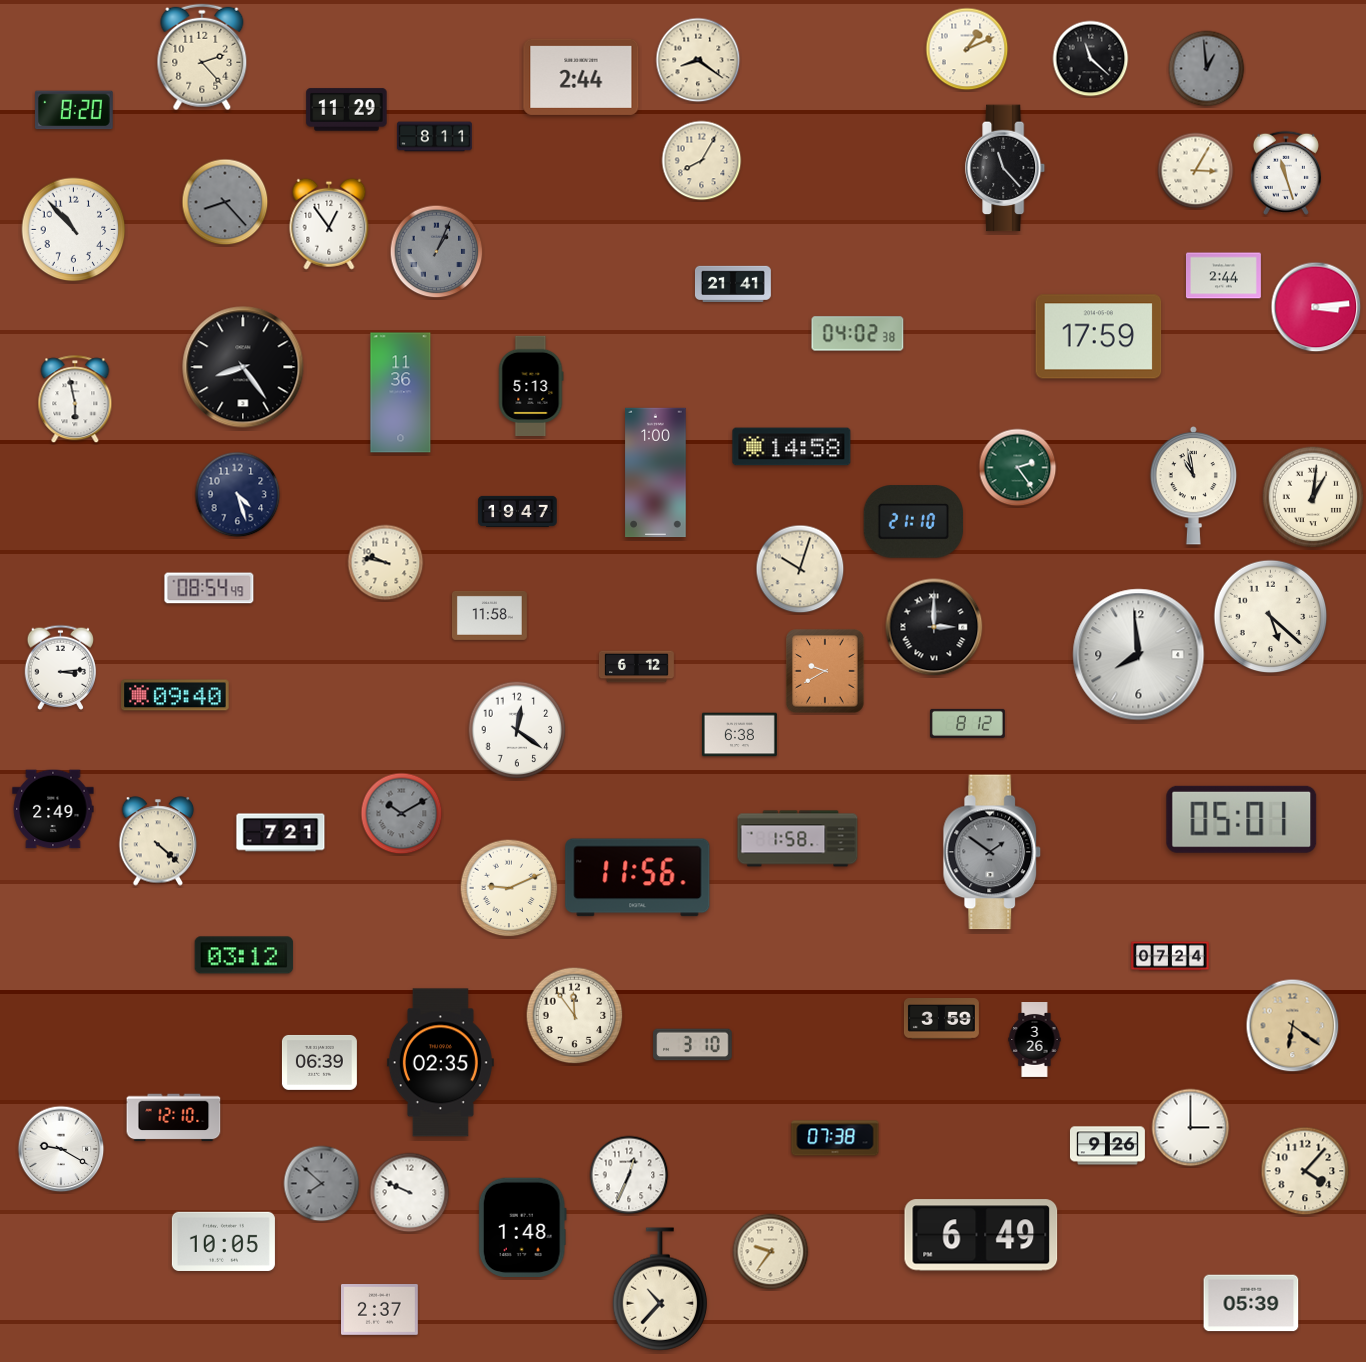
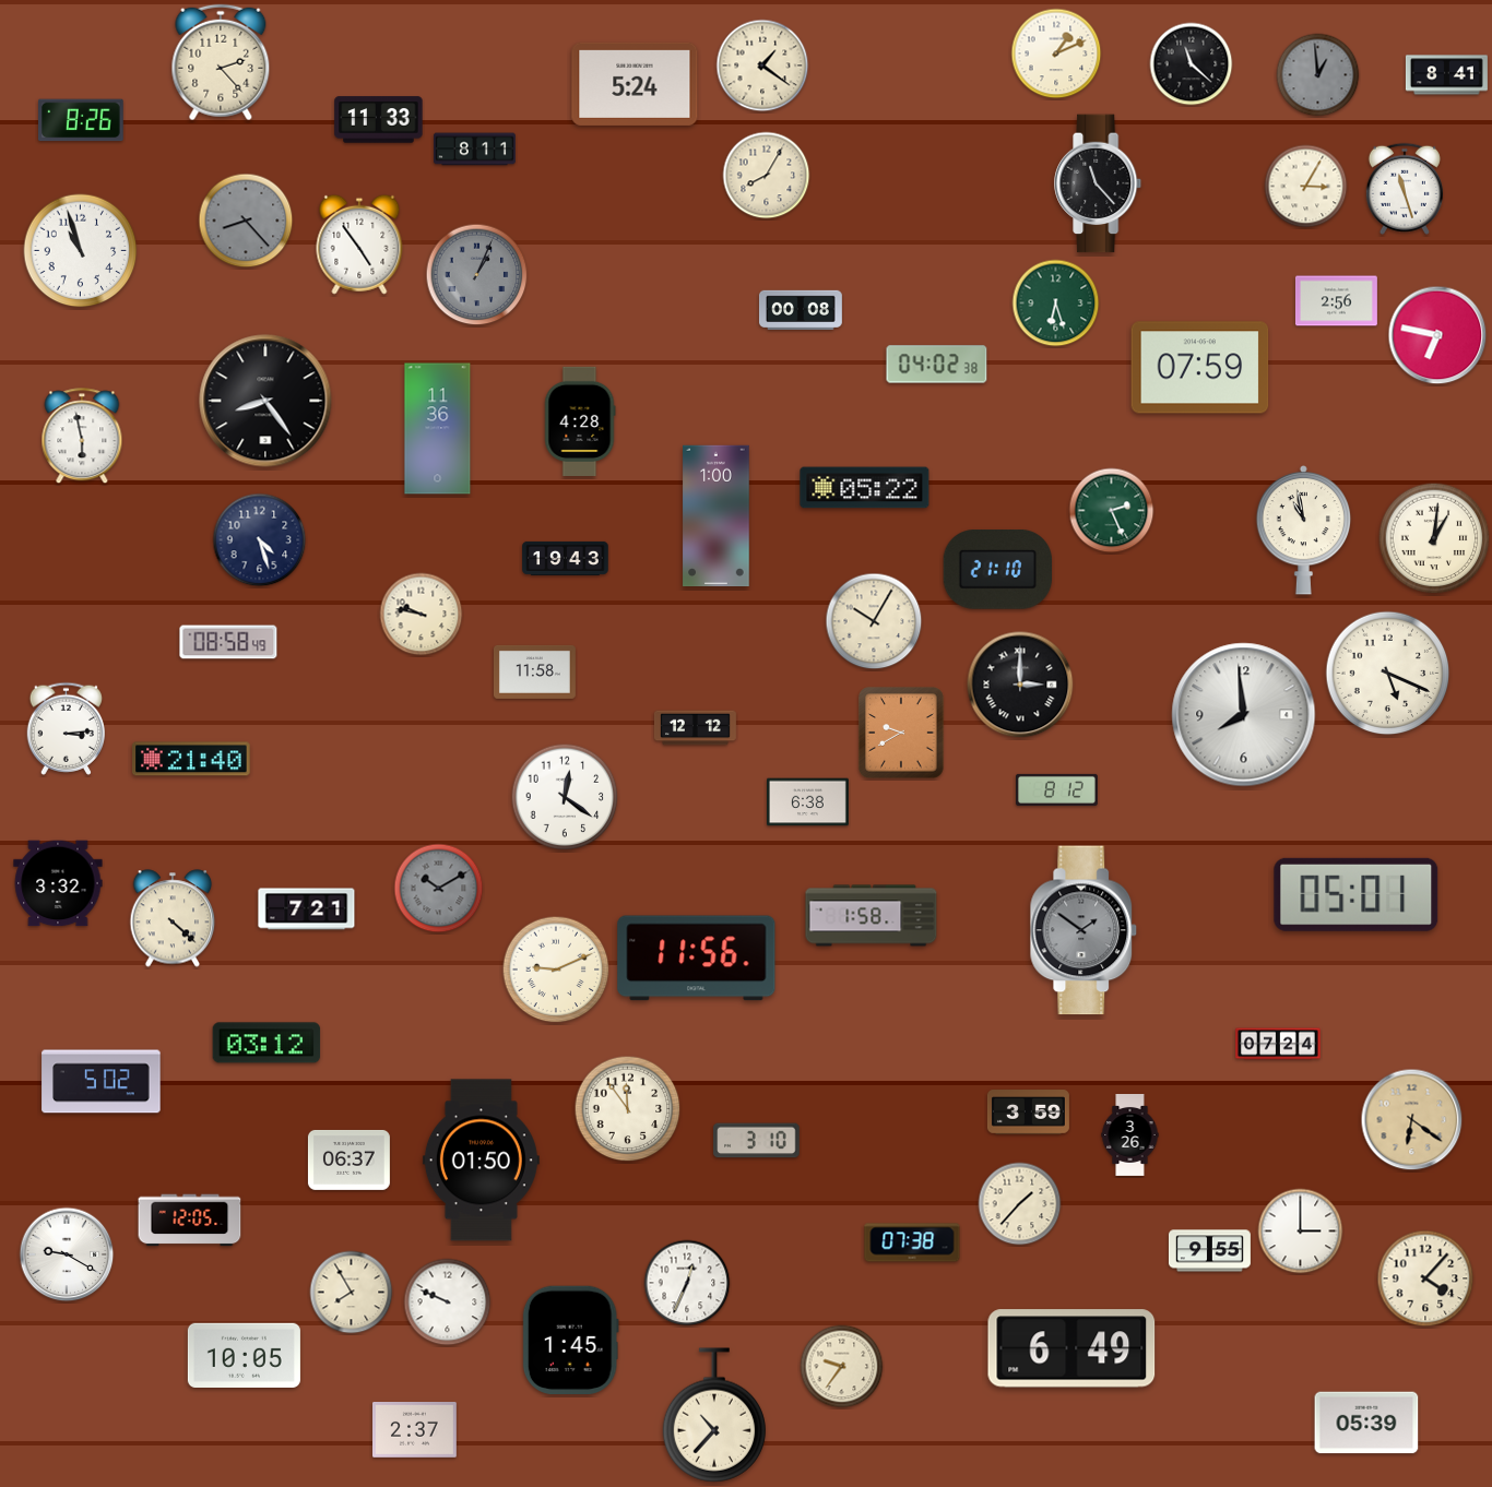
clock at (698, 60): 8:21 -> 1:21
clock at (1446, 75): none -> 8:41
clock at (581, 77): 2:44 -> 5:24
clock at (75, 110): 8:20 -> 8:26
clock at (347, 110): 11:29 -> 11:33
clock at (329, 224): 12:54 -> 4:54
clock at (74, 230): 10:53 -> 10:57
clock at (1223, 276): 2:44 -> 2:56
clock at (1056, 304): none -> 6:27
clock at (733, 283): 21:41 -> 00:08
clock at (1316, 307): 3:14 -> 6:47
clock at (1099, 337): 17:59 -> 07:59
clock at (531, 385): 5:13 -> 4:28
clock at (792, 447): 14:58 -> 05:22
clock at (1018, 468): 2:24 -> 2:26
clock at (1313, 497) position: (1313, 497) -> (1434, 538)
clock at (518, 511): 19:47 -> 19:43
clock at (800, 569): 10:03 -> 10:05
clock at (209, 588): 08:54 -> 08:58
clock at (1271, 617): 5:22 -> 5:19
clock at (636, 667): 6:12 -> 12:12
clock at (175, 695): 09:40 -> 21:40
clock at (53, 809): 2:49 -> 3:32
clock at (102, 1082): none -> 5:02
clock at (319, 1062): 06:39 -> 06:37
clock at (440, 1063): 02:35 -> 01:50
clock at (1020, 1204): none -> 1:37
clock at (174, 1118): 12:10 -> 12:05
clock at (1107, 1146): 9:26 -> 9:55
clock at (322, 1184): 7:52 -> 7:55
clock at (322, 1184) dial: grey -> cream
clock at (522, 1227): 1:48 -> 1:45
clock at (659, 1289) position: (659, 1289) -> (713, 1415)
